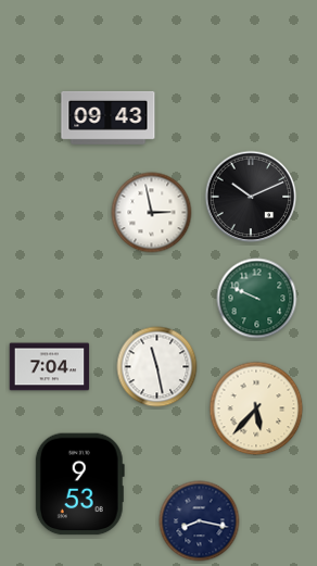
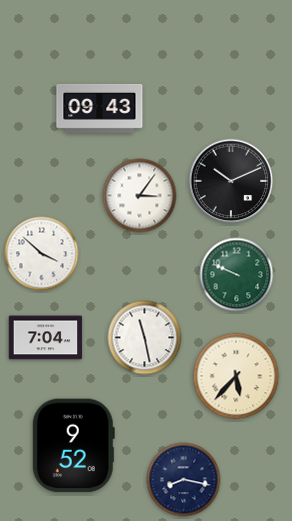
clock at (152, 213): 2:58 -> 3:06
clock at (42, 254): none -> 3:52
clock at (79, 485): 9:53 -> 9:52
